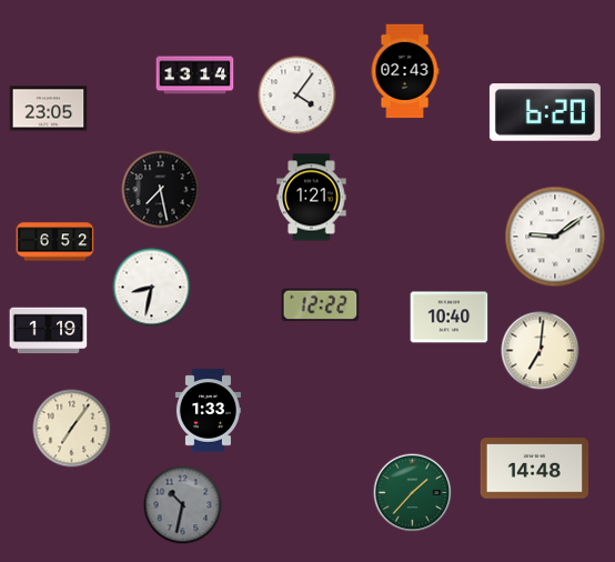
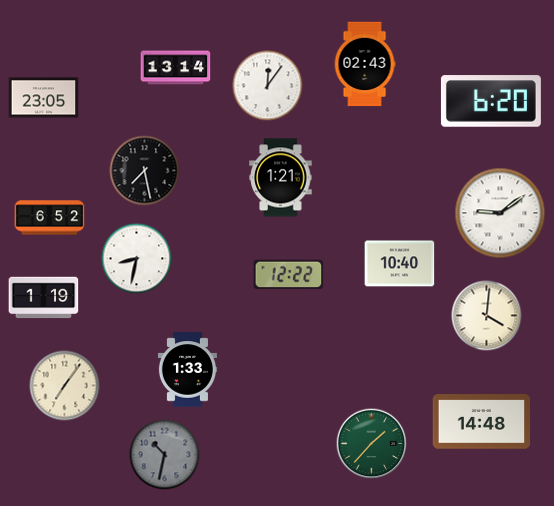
clock at (298, 96): 4:06 -> 12:06
clock at (450, 318) position: (450, 318) -> (400, 264)
clock at (541, 351): 7:01 -> 4:01
